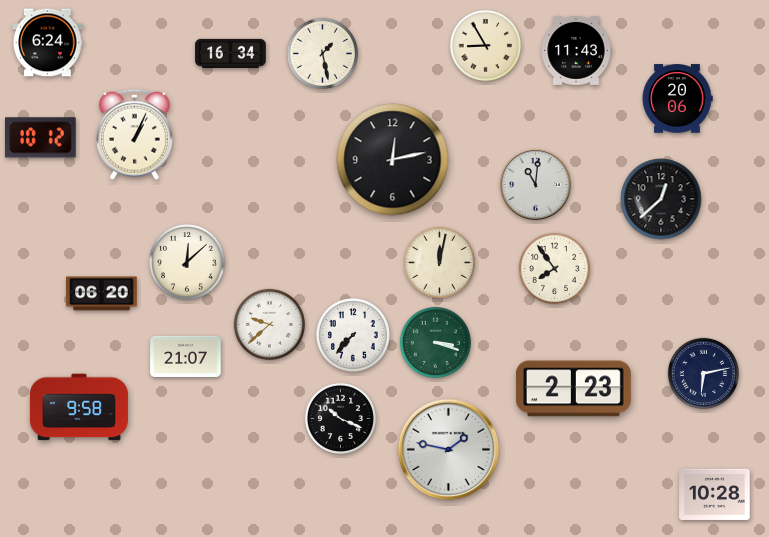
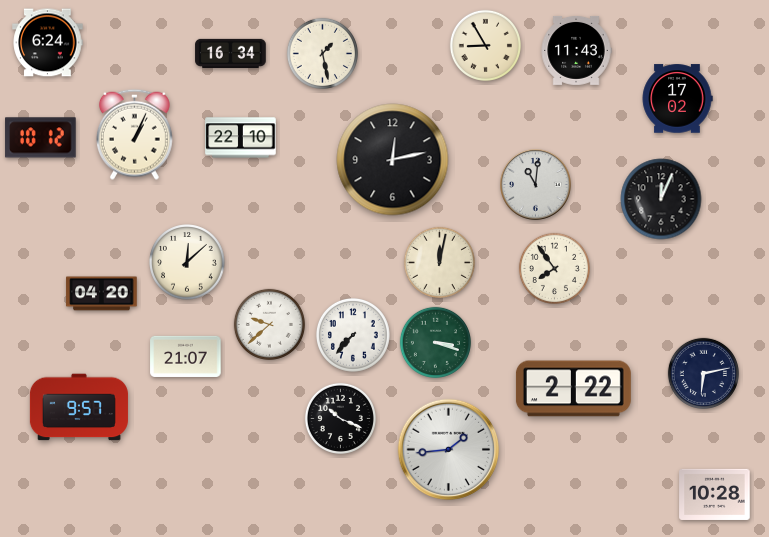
clock at (677, 99): 20:06 -> 17:02
clock at (241, 138): none -> 22:10
clock at (661, 199): 12:38 -> 12:04
clock at (102, 294): 06:20 -> 04:20
clock at (573, 389): 2:23 -> 2:22
clock at (79, 407): 9:58 -> 9:57
clock at (449, 450): 1:47 -> 1:44
